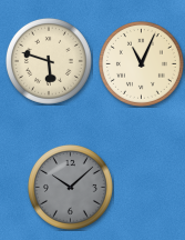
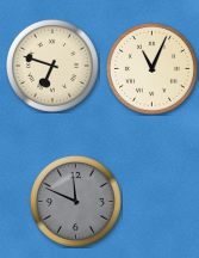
clock at (49, 61): 5:48 -> 6:48
clock at (70, 187): 10:08 -> 11:49
